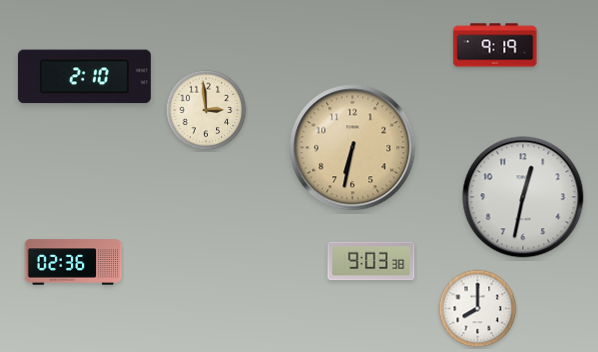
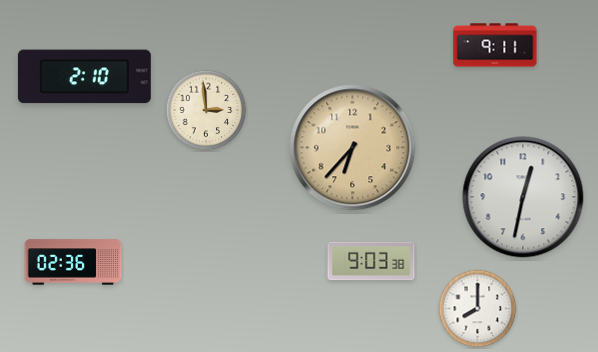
clock at (495, 45): 9:19 -> 9:11
clock at (353, 148): 6:32 -> 6:37
